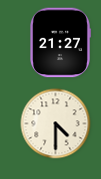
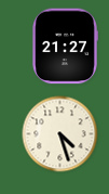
clock at (56, 124): 4:30 -> 4:27
